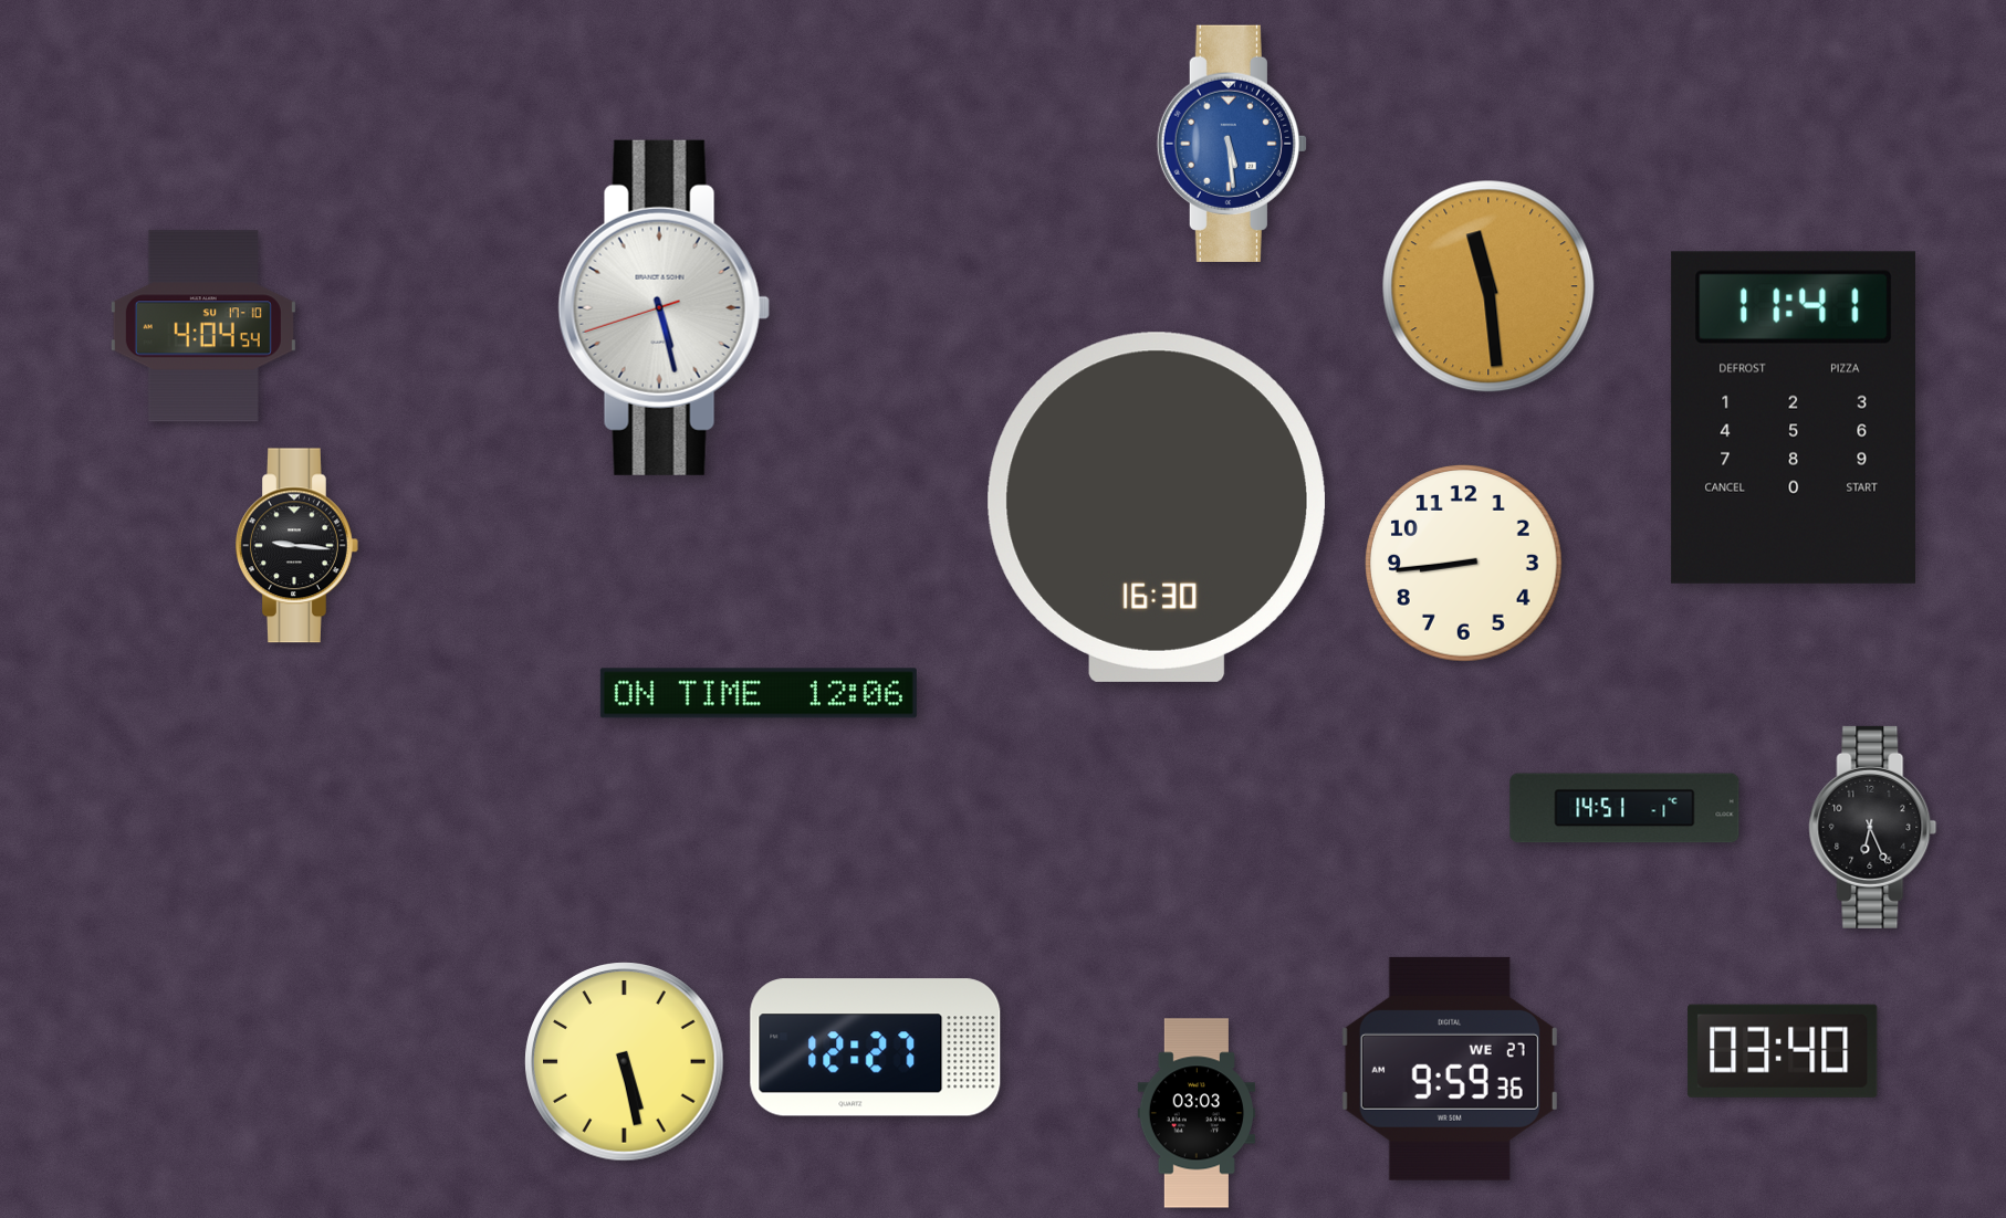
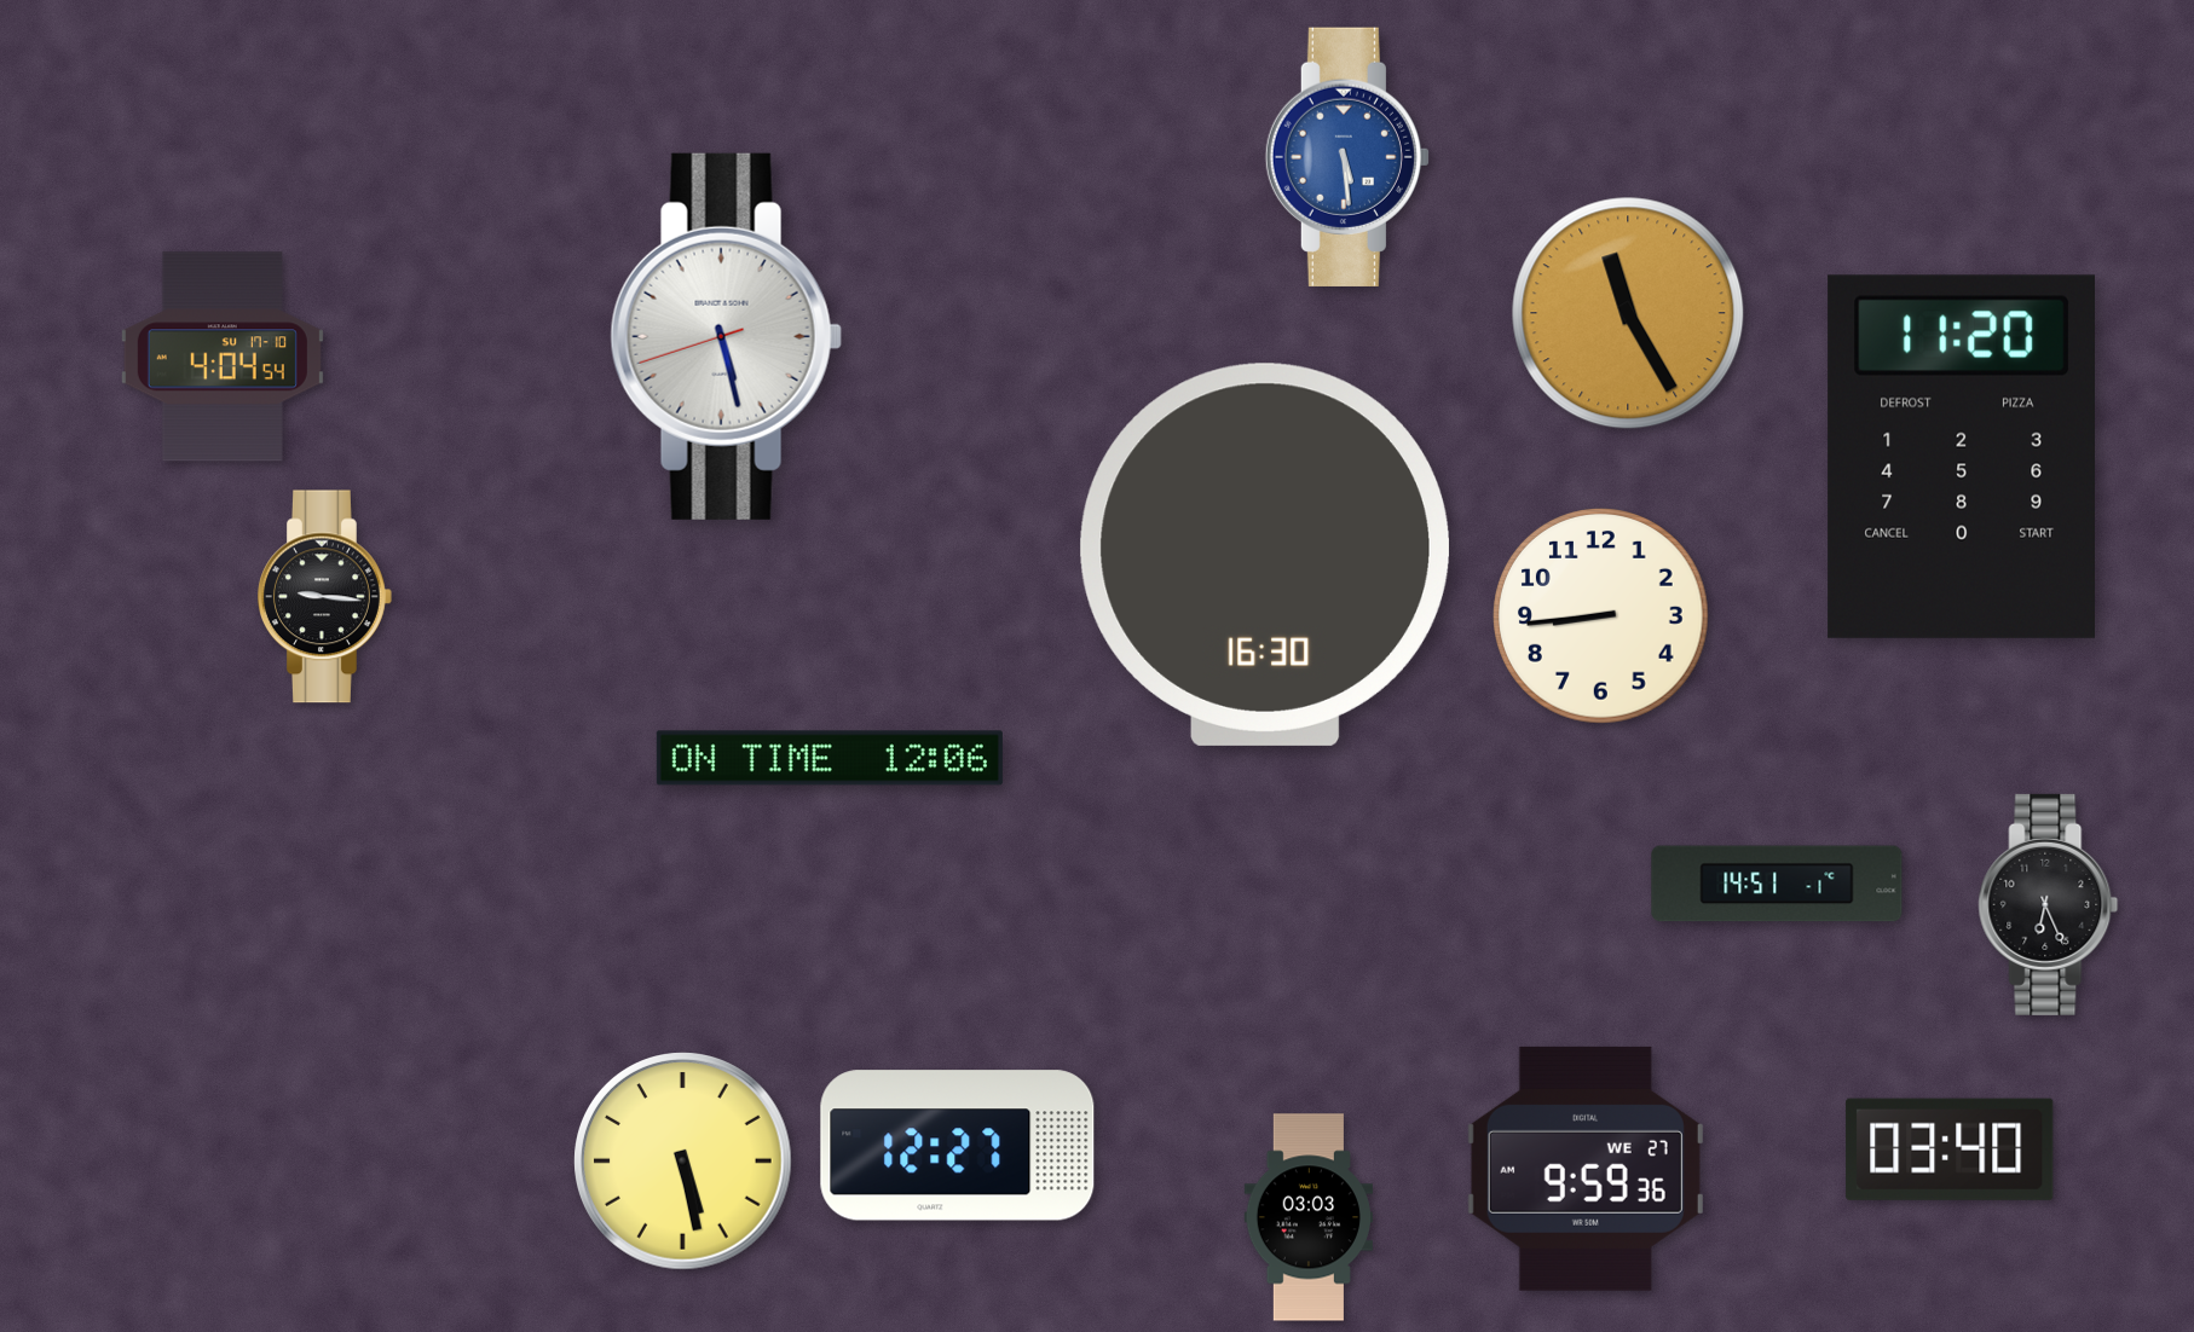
clock at (1488, 286): 11:29 -> 11:25
clock at (1793, 418): 11:41 -> 11:20
